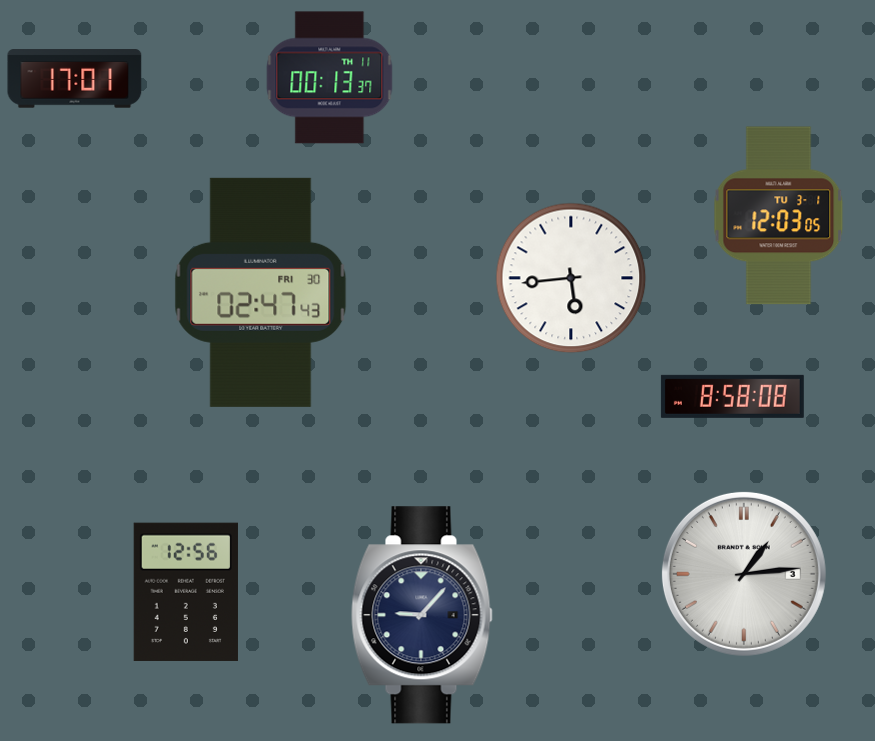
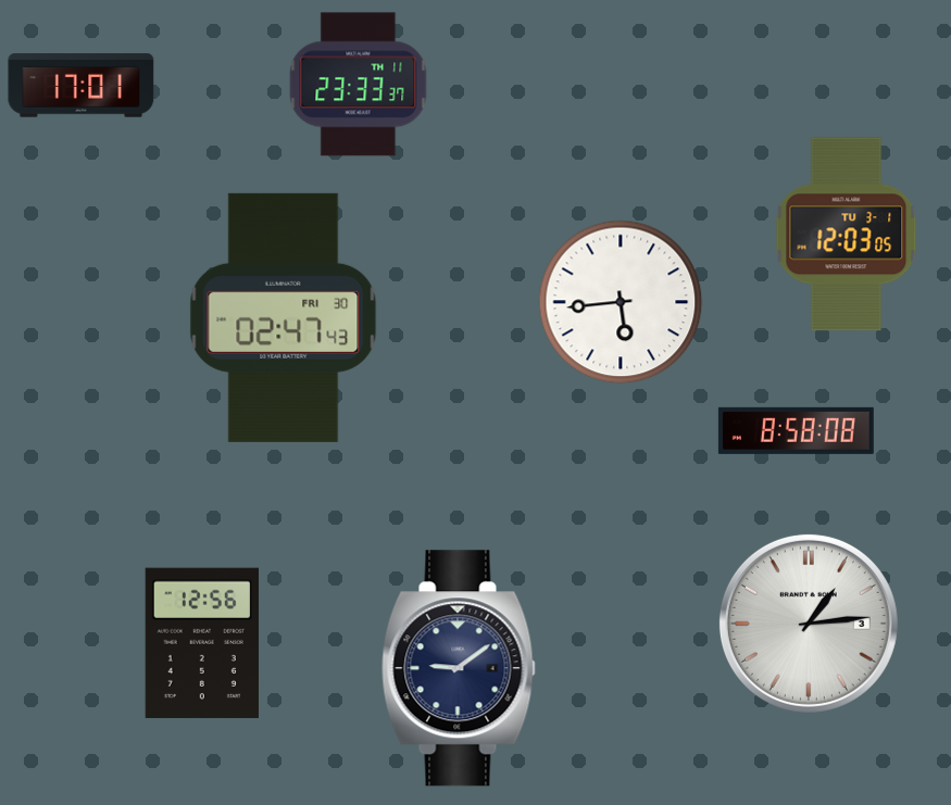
clock at (330, 78): 00:13 -> 23:33
clock at (422, 615): 9:07 -> 9:09
